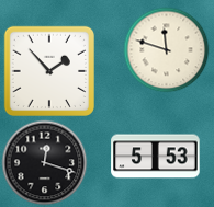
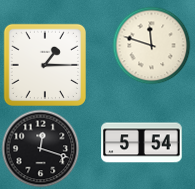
clock at (48, 70): 1:53 -> 1:15
clock at (156, 157): 5:53 -> 5:54
